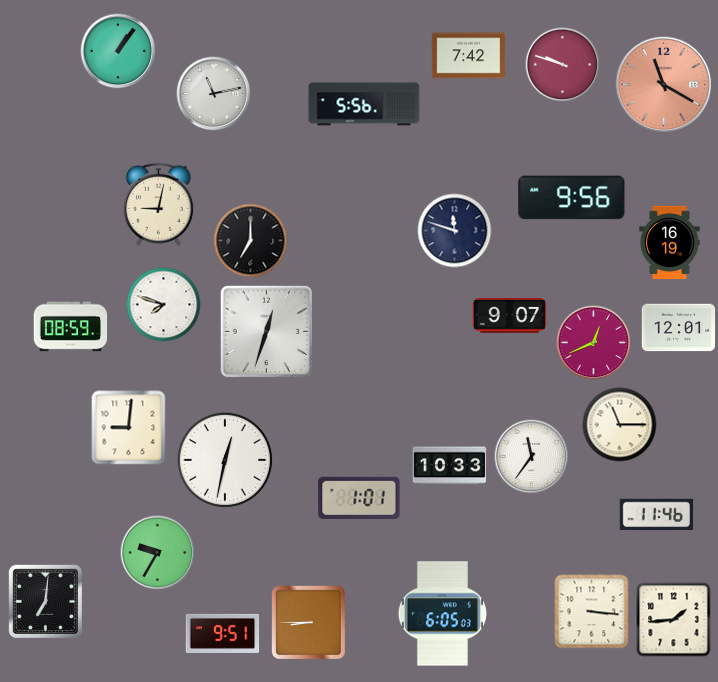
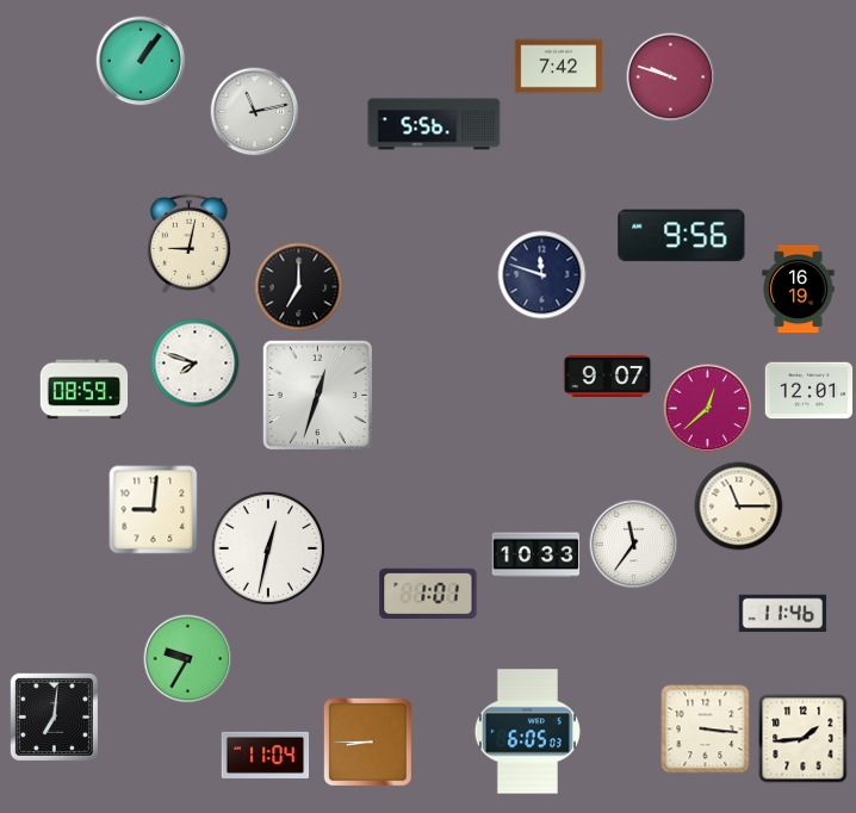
clock at (664, 85): 11:20 -> none
clock at (594, 343): 12:41 -> 12:38
clock at (223, 633): 9:51 -> 11:04
